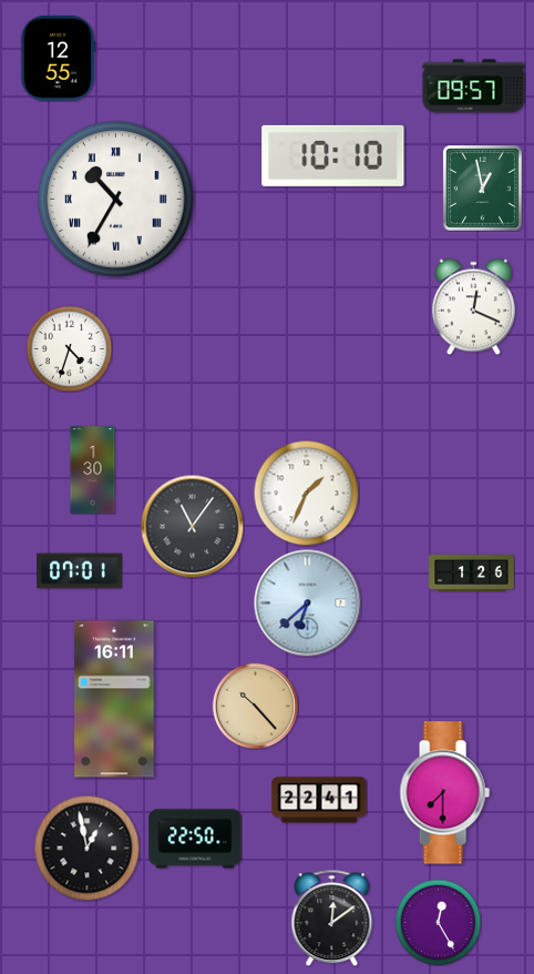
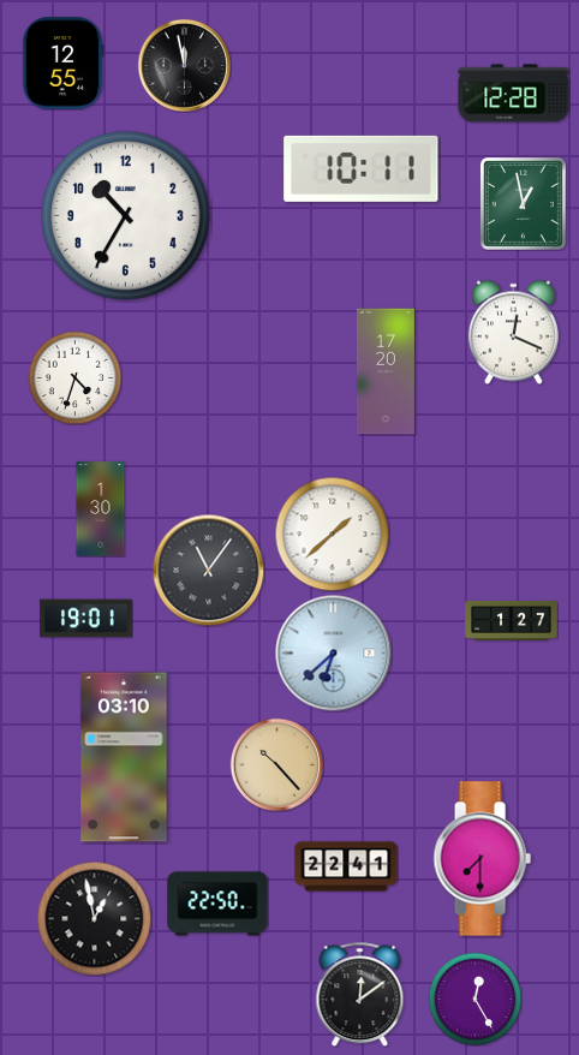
clock at (184, 65): none -> 11:58
clock at (474, 87): 09:57 -> 12:28
clock at (333, 155): 10:10 -> 10:11
clock at (116, 200) numerals: Roman -> Arabic
clock at (386, 371): none -> 17:20
clock at (306, 493): 1:34 -> 1:38
clock at (80, 571): 07:01 -> 19:01
clock at (472, 572): 1:26 -> 1:27
clock at (114, 699): 16:11 -> 03:10
clock at (195, 839) position: (195, 839) -> (217, 904)
